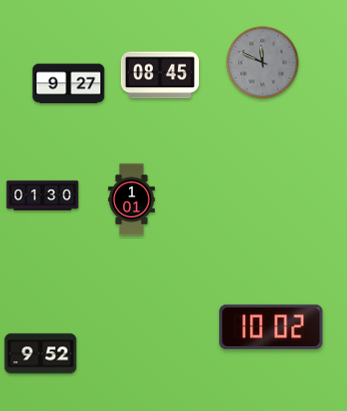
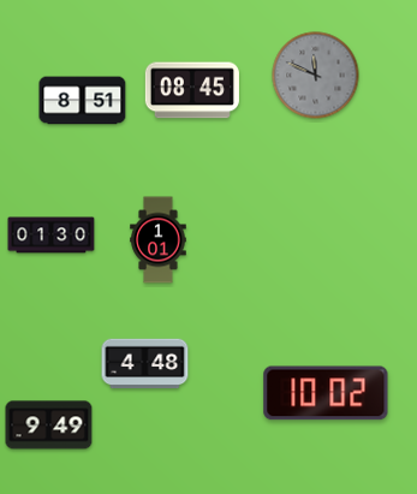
clock at (69, 84): 9:27 -> 8:51
clock at (145, 364): none -> 4:48
clock at (41, 354): 9:52 -> 9:49
